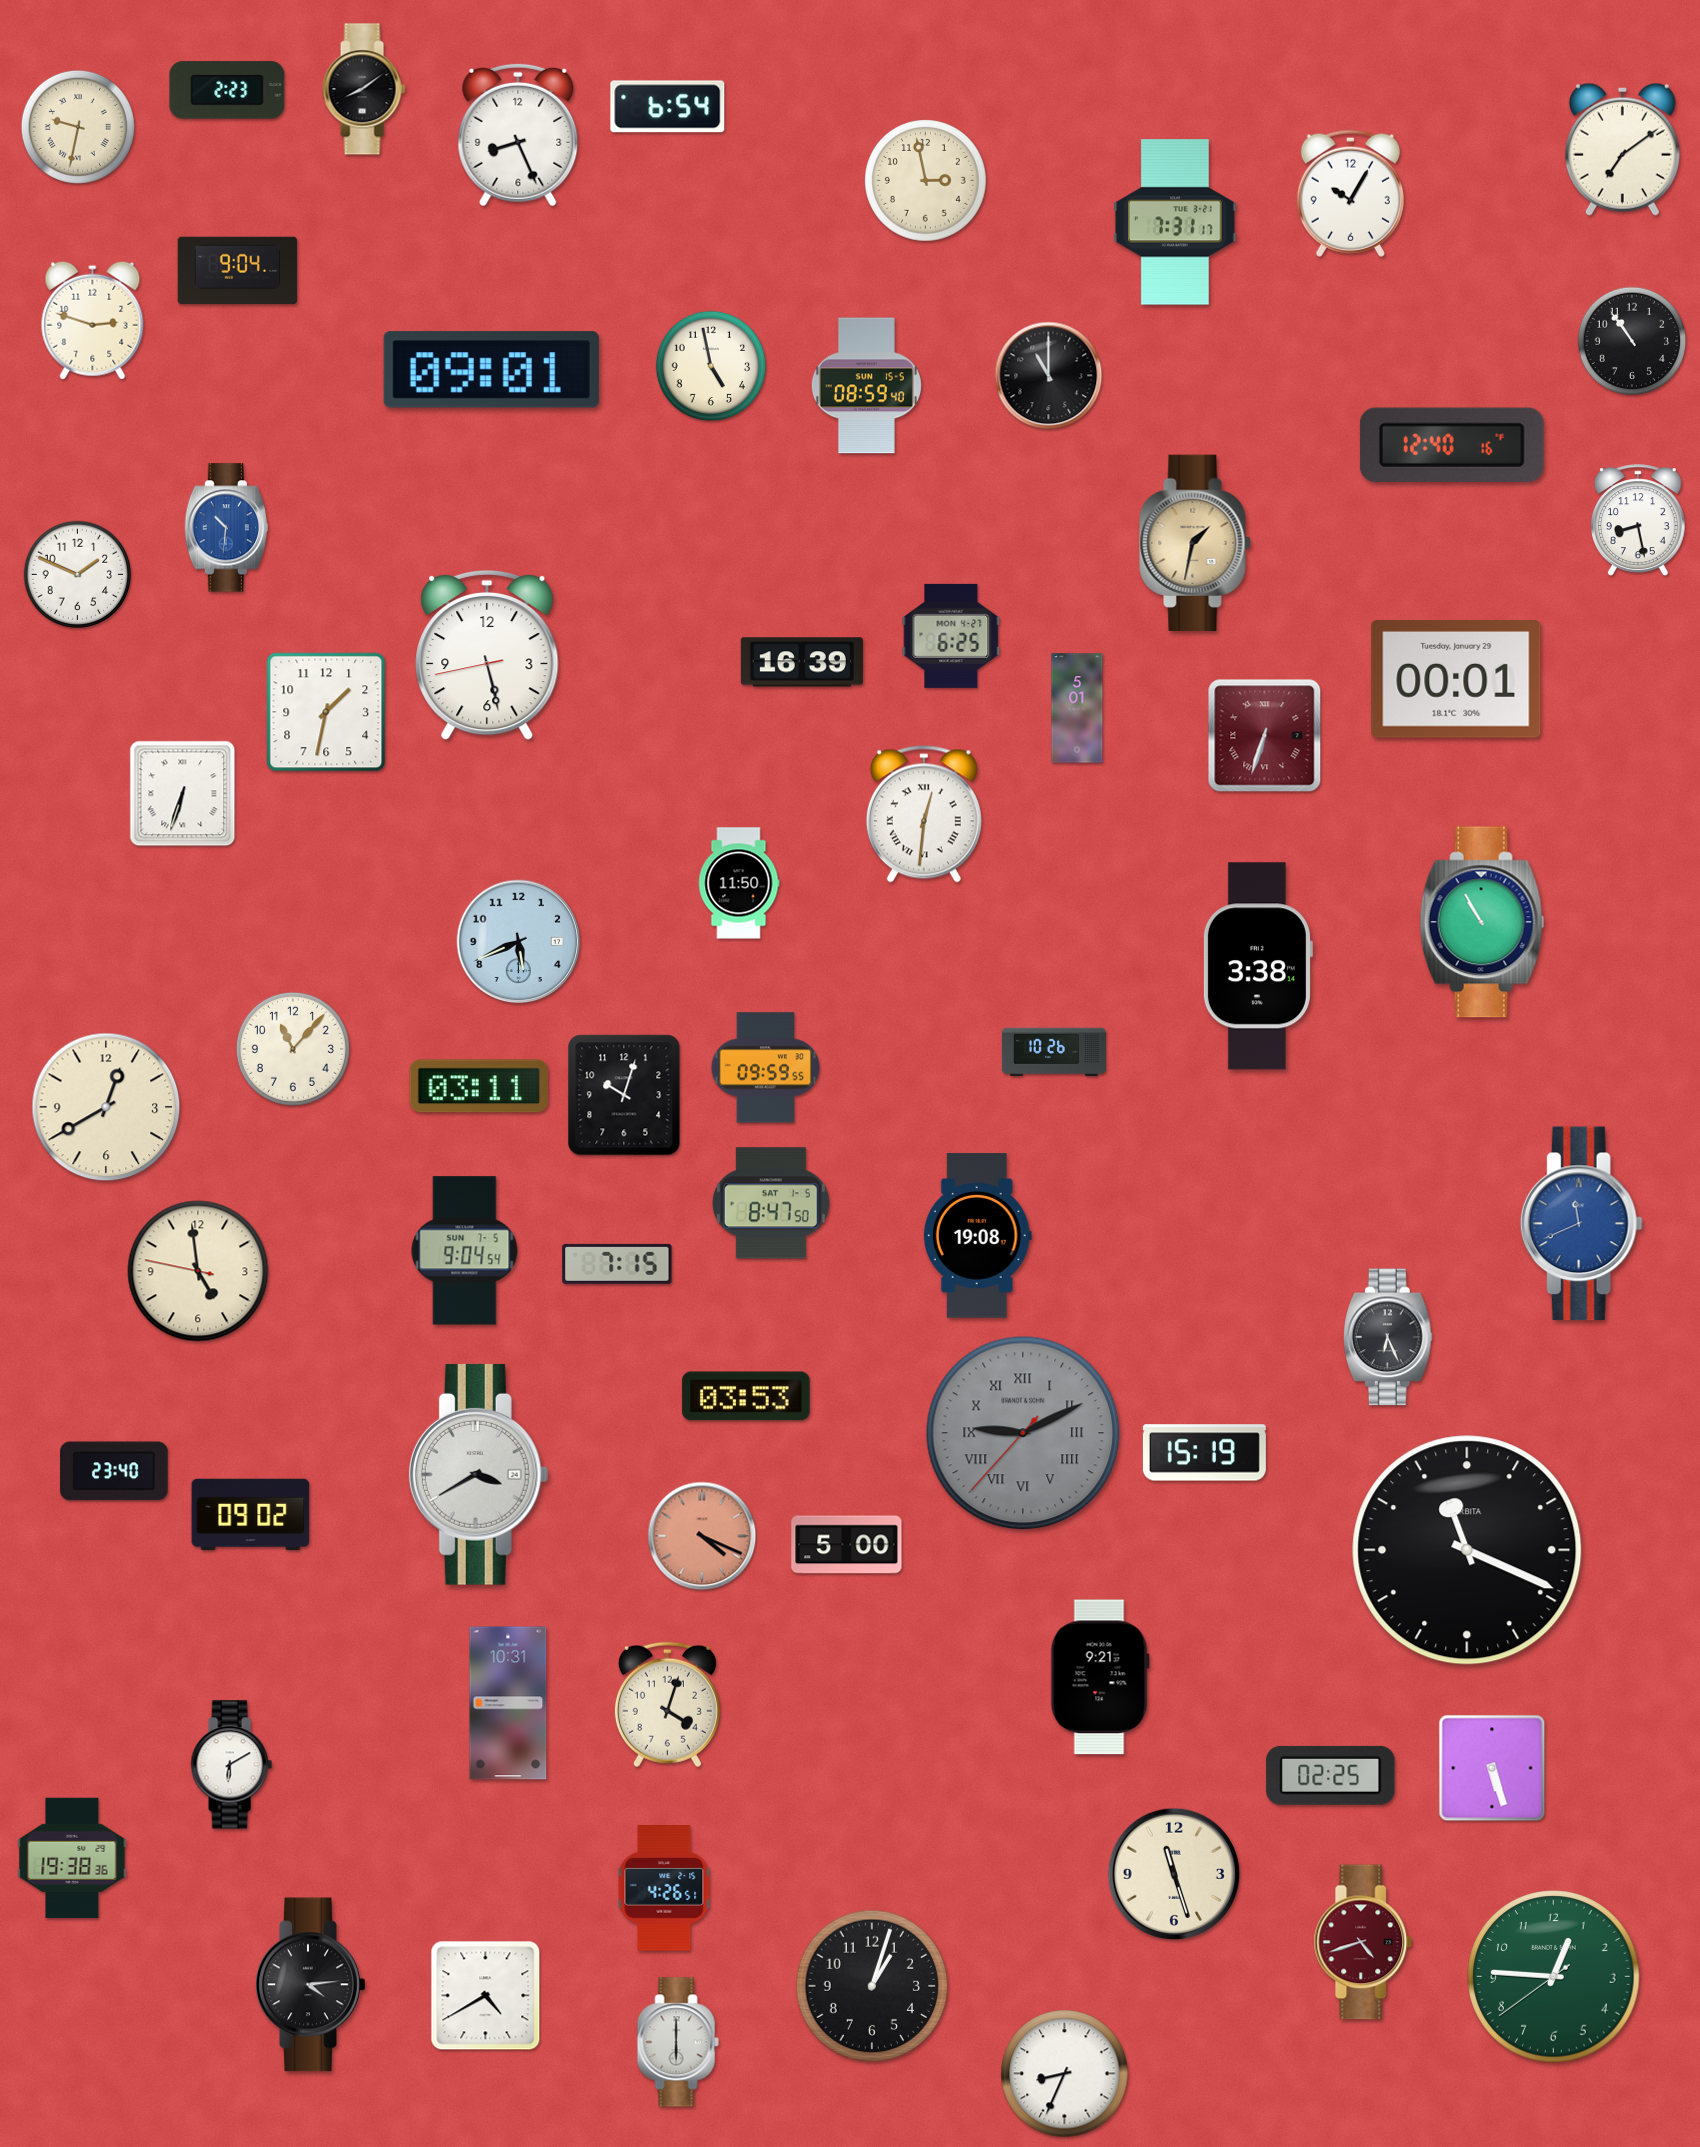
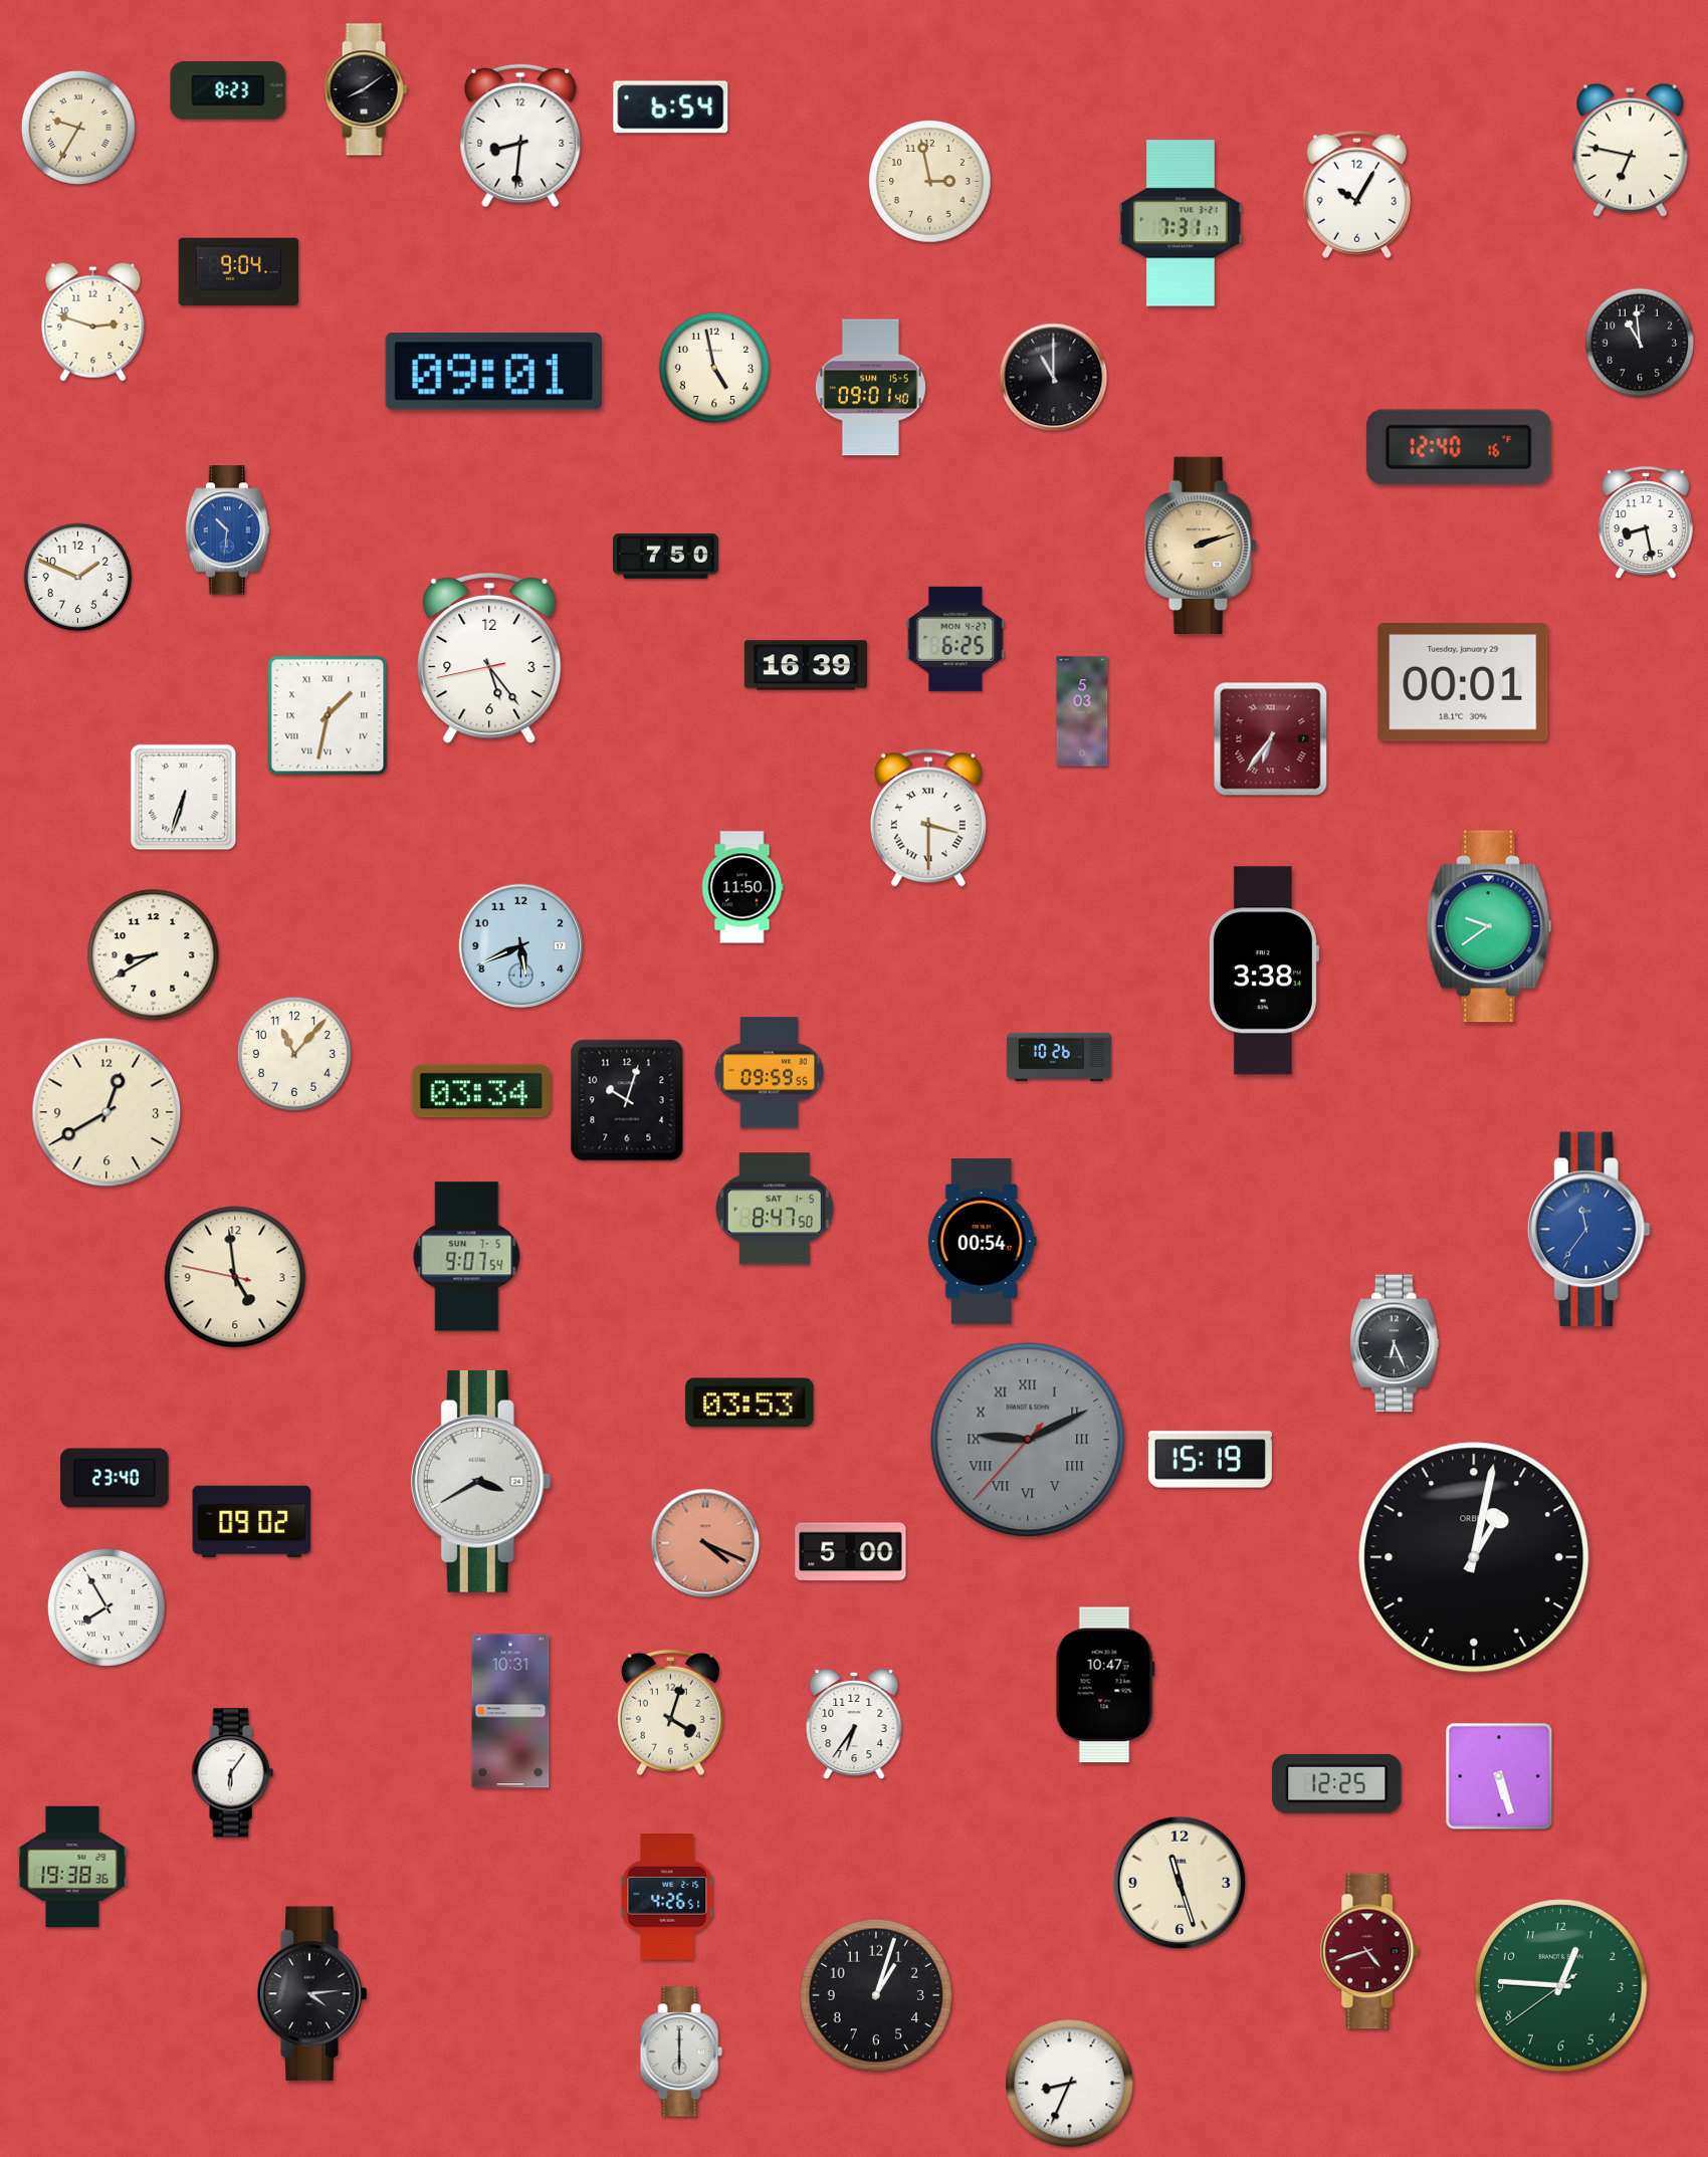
clock at (227, 90): 2:23 -> 8:23
clock at (78, 127): 9:32 -> 9:35
clock at (518, 135): 8:26 -> 8:31
clock at (1622, 149): 7:09 -> 6:47
clock at (1632, 341): 10:54 -> 10:59
clock at (866, 386): 08:59 -> 09:01
clock at (1195, 542): 1:32 -> 2:12
clock at (665, 556): none -> 7:50
clock at (487, 655): 5:27 -> 5:23
clock at (1077, 708): 5:01 -> 5:03
clock at (326, 712) numerals: Arabic -> Roman
clock at (1265, 736): 6:33 -> 6:36
clock at (924, 814): 12:31 -> 3:30
clock at (1482, 922): 10:55 -> 9:39
clock at (154, 955): none -> 8:40
clock at (478, 1086): 03:11 -> 03:34
clock at (1581, 1224): 11:41 -> 11:36
clock at (977, 1236): 19:08 -> 00:54
clock at (465, 1251): 9:04 -> 9:07
clock at (617, 1264): 7:15 -> none
clock at (198, 1271) position: (198, 1271) -> (235, 1277)
clock at (1467, 1550): 11:19 -> 1:02
clock at (106, 1607): none -> 7:55
clock at (1100, 1677): 9:21 -> 10:47
clock at (854, 1724): none -> 6:36
clock at (231, 1765): 6:10 -> 6:06
clock at (1331, 1775): 02:25 -> 12:25
clock at (486, 1996): 4:40 -> none
